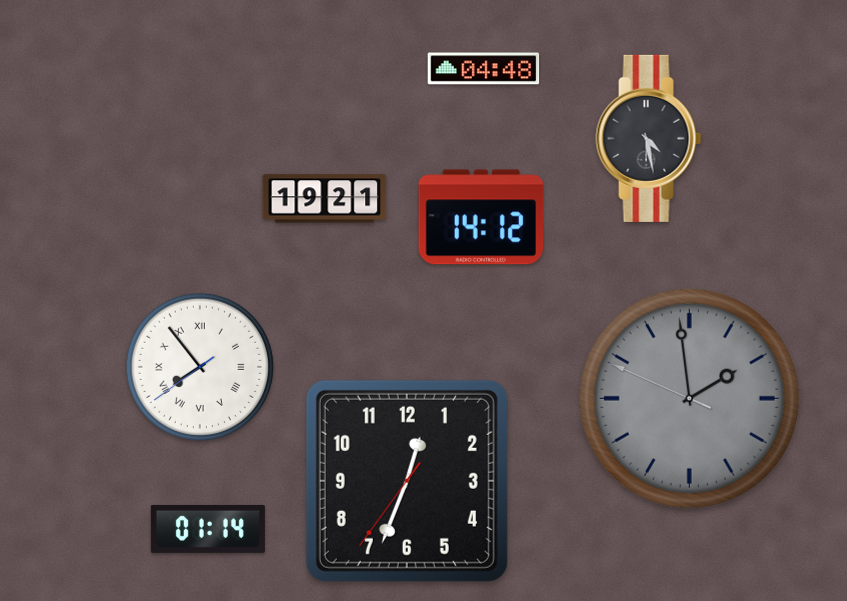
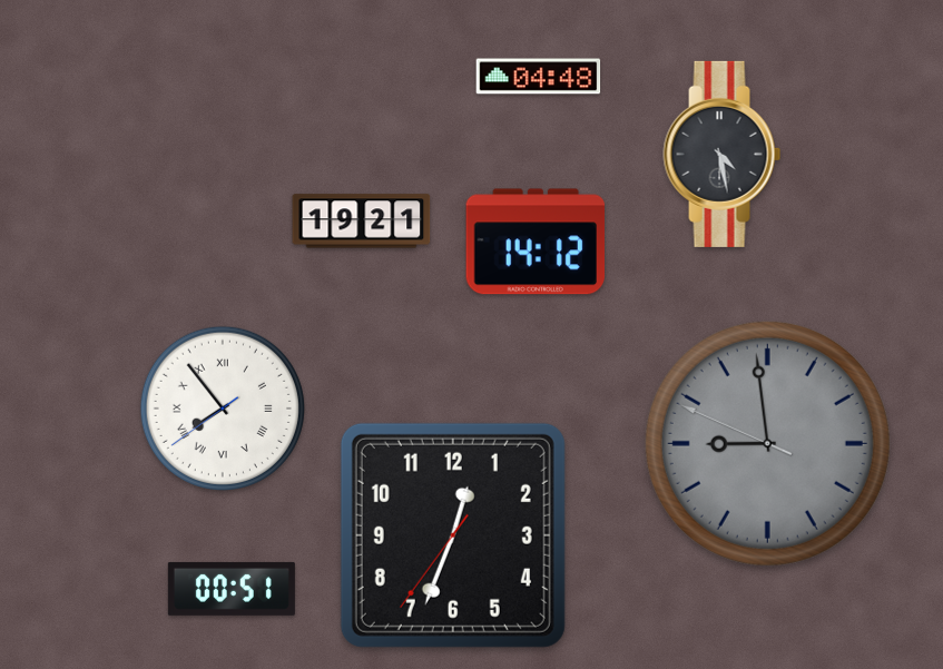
clock at (689, 398): 1:58 -> 8:58
clock at (208, 529): 01:14 -> 00:51
